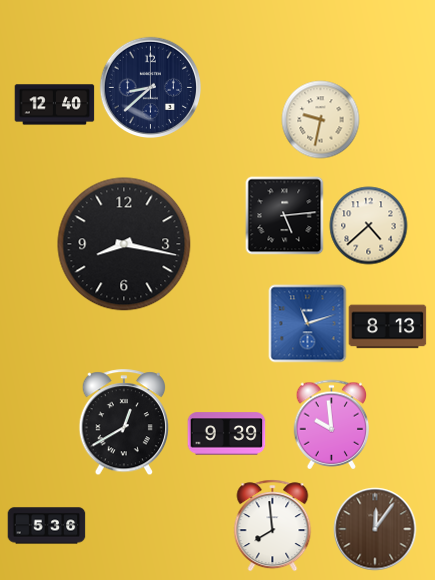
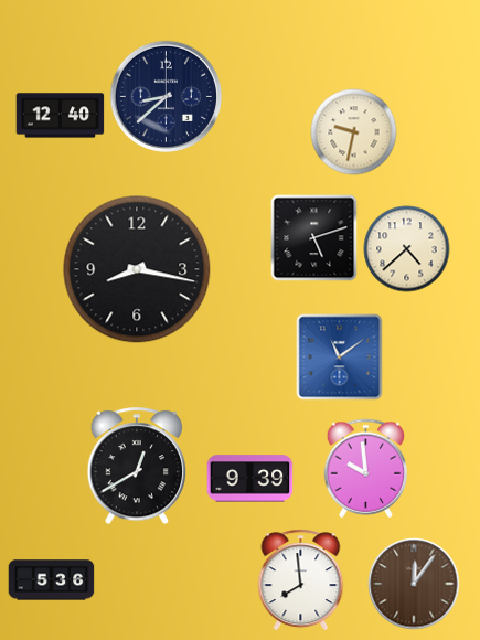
clock at (284, 215): 5:14 -> 5:12
clock at (307, 323): 11:12 -> 11:09
clock at (387, 327): 8:13 -> none
